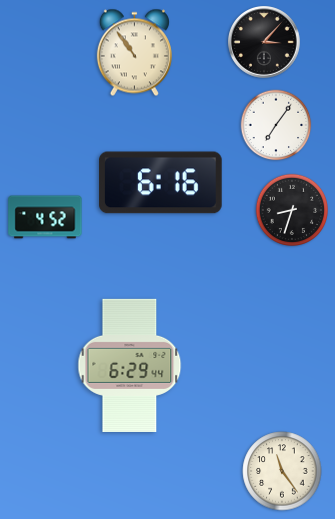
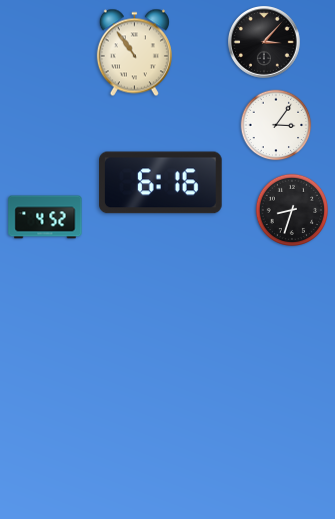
clock at (276, 125): 7:06 -> 3:06
clock at (130, 365): 6:29 -> none
clock at (282, 471): 11:24 -> none
